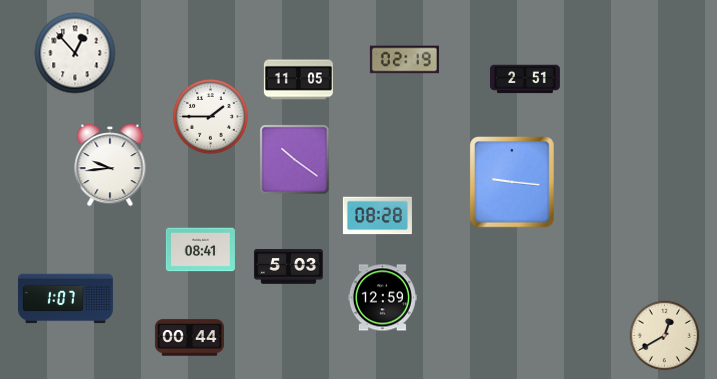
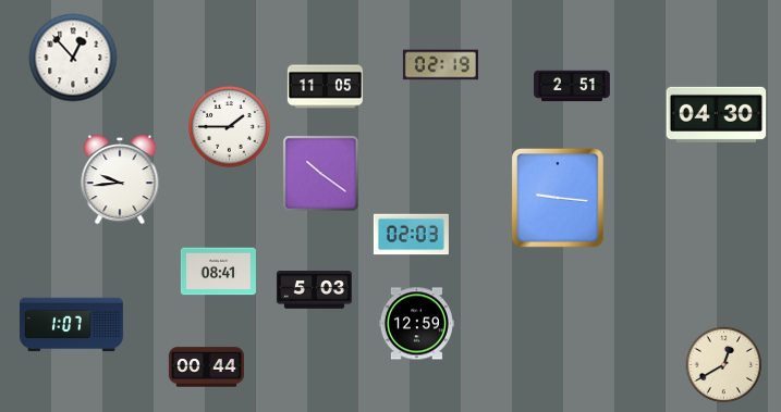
clock at (75, 53) position: (75, 53) -> (73, 58)
clock at (717, 114): none -> 04:30
clock at (377, 216): 08:28 -> 02:03
